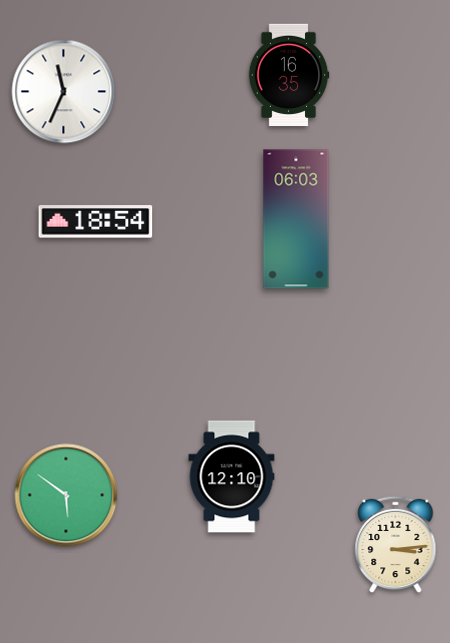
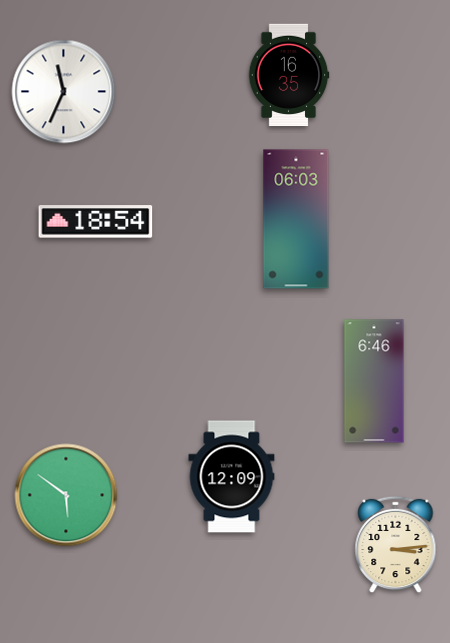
clock at (374, 381): none -> 6:46
clock at (232, 477): 12:10 -> 12:09
